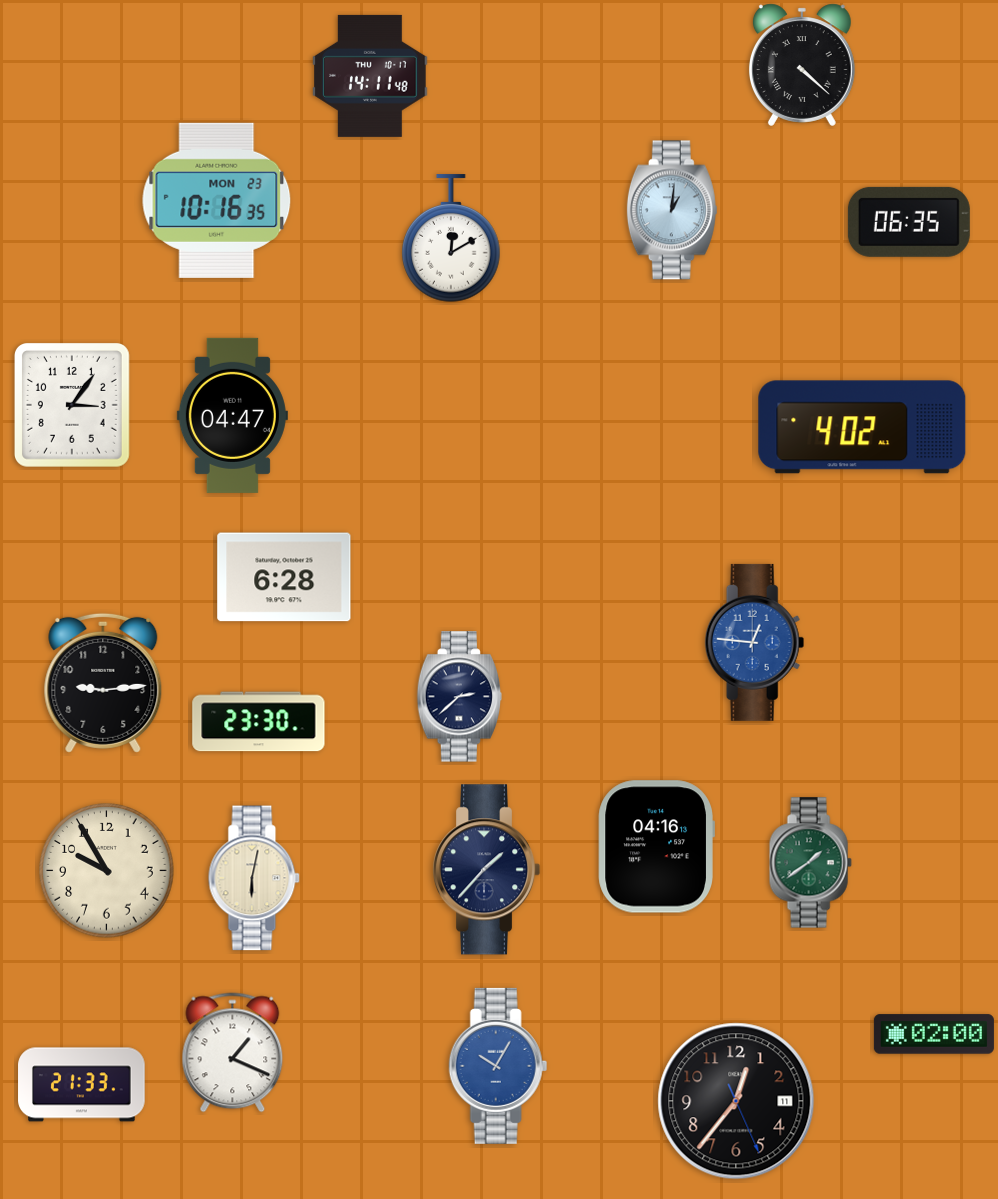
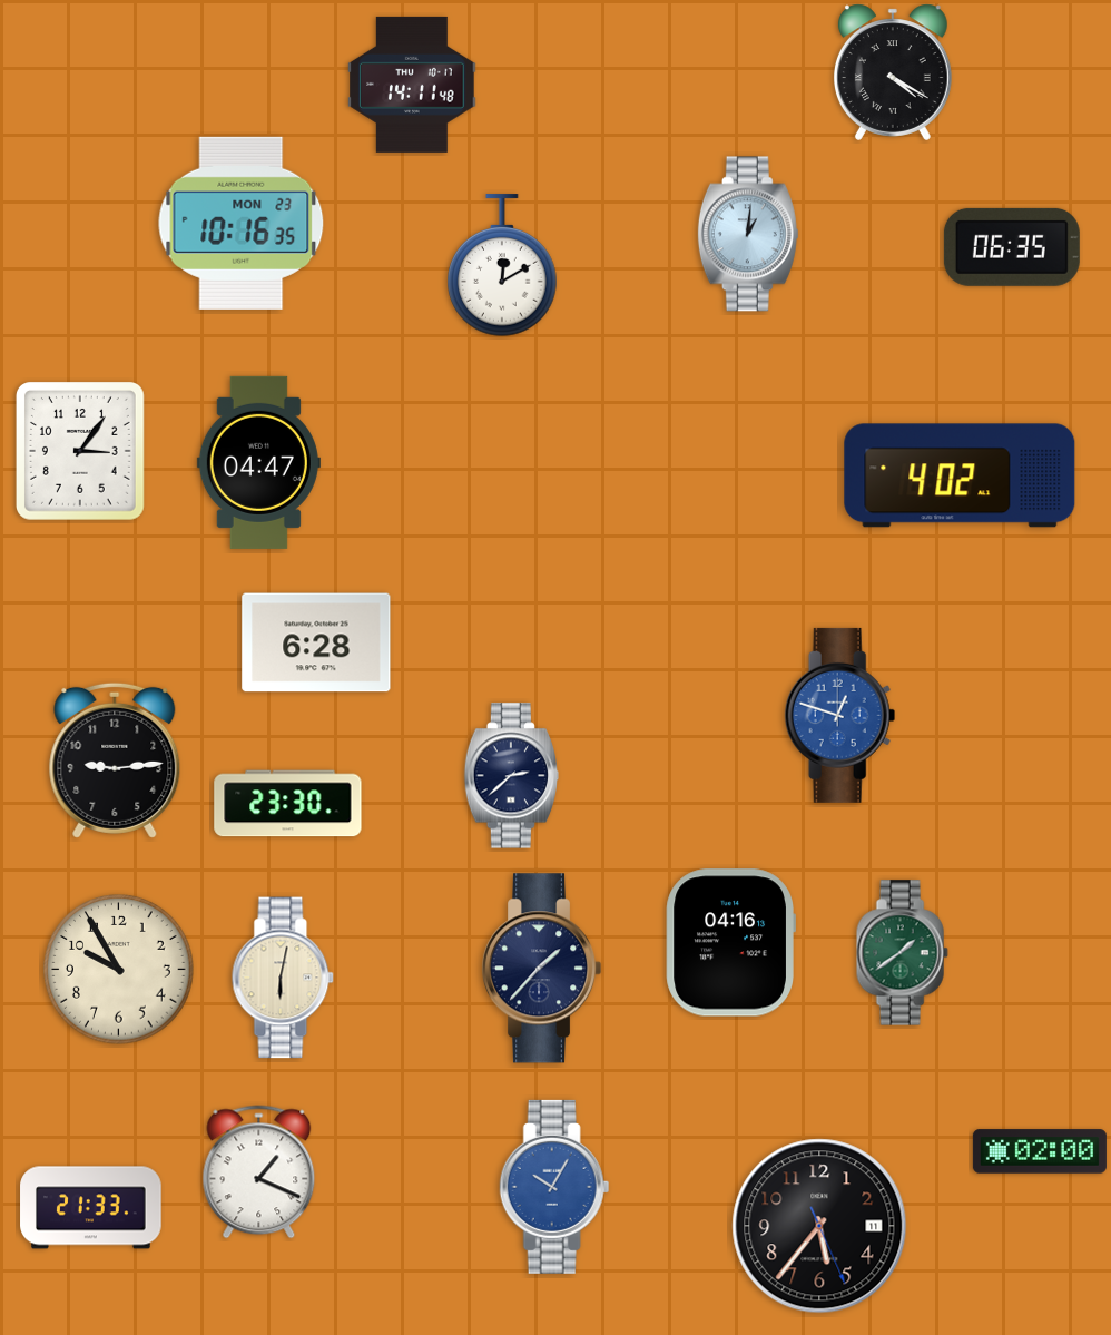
clock at (802, 65): 4:22 -> 4:20
clock at (755, 642): 12:46 -> 12:48
clock at (810, 863) position: (810, 863) -> (902, 953)
clock at (736, 1101): 12:36 -> 5:36
